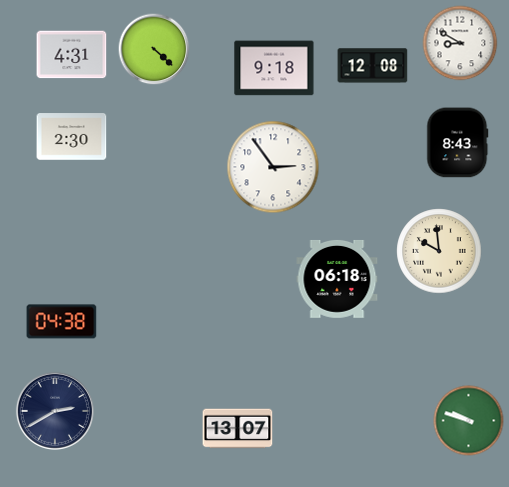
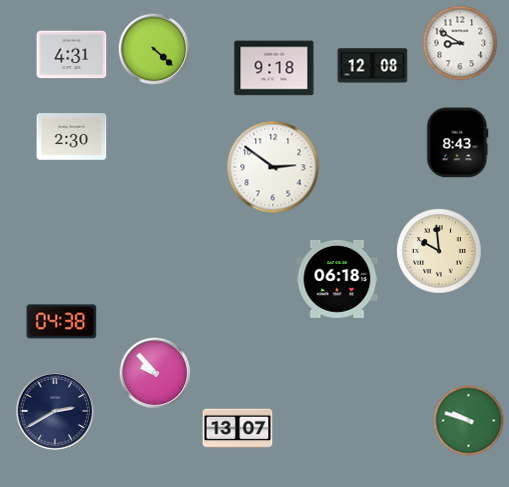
clock at (273, 167): 2:54 -> 2:51
clock at (155, 373): none -> 9:53
